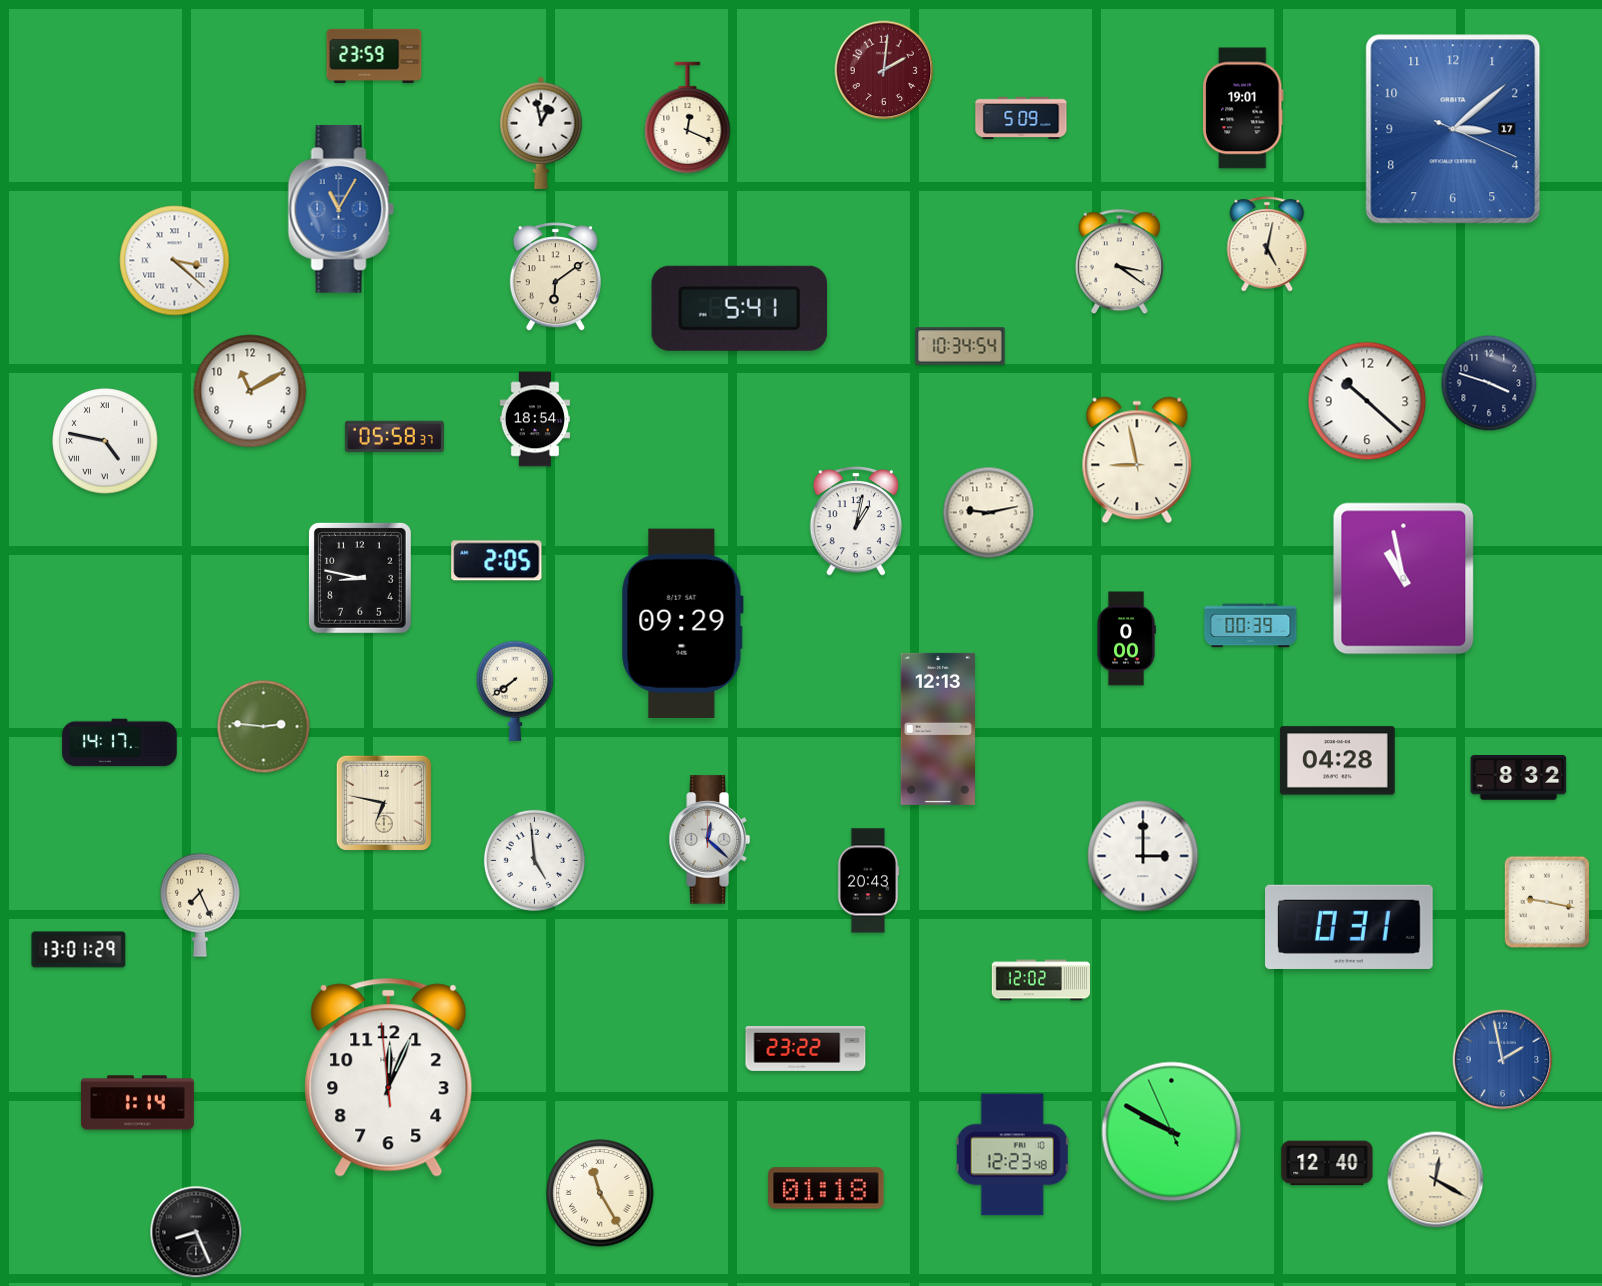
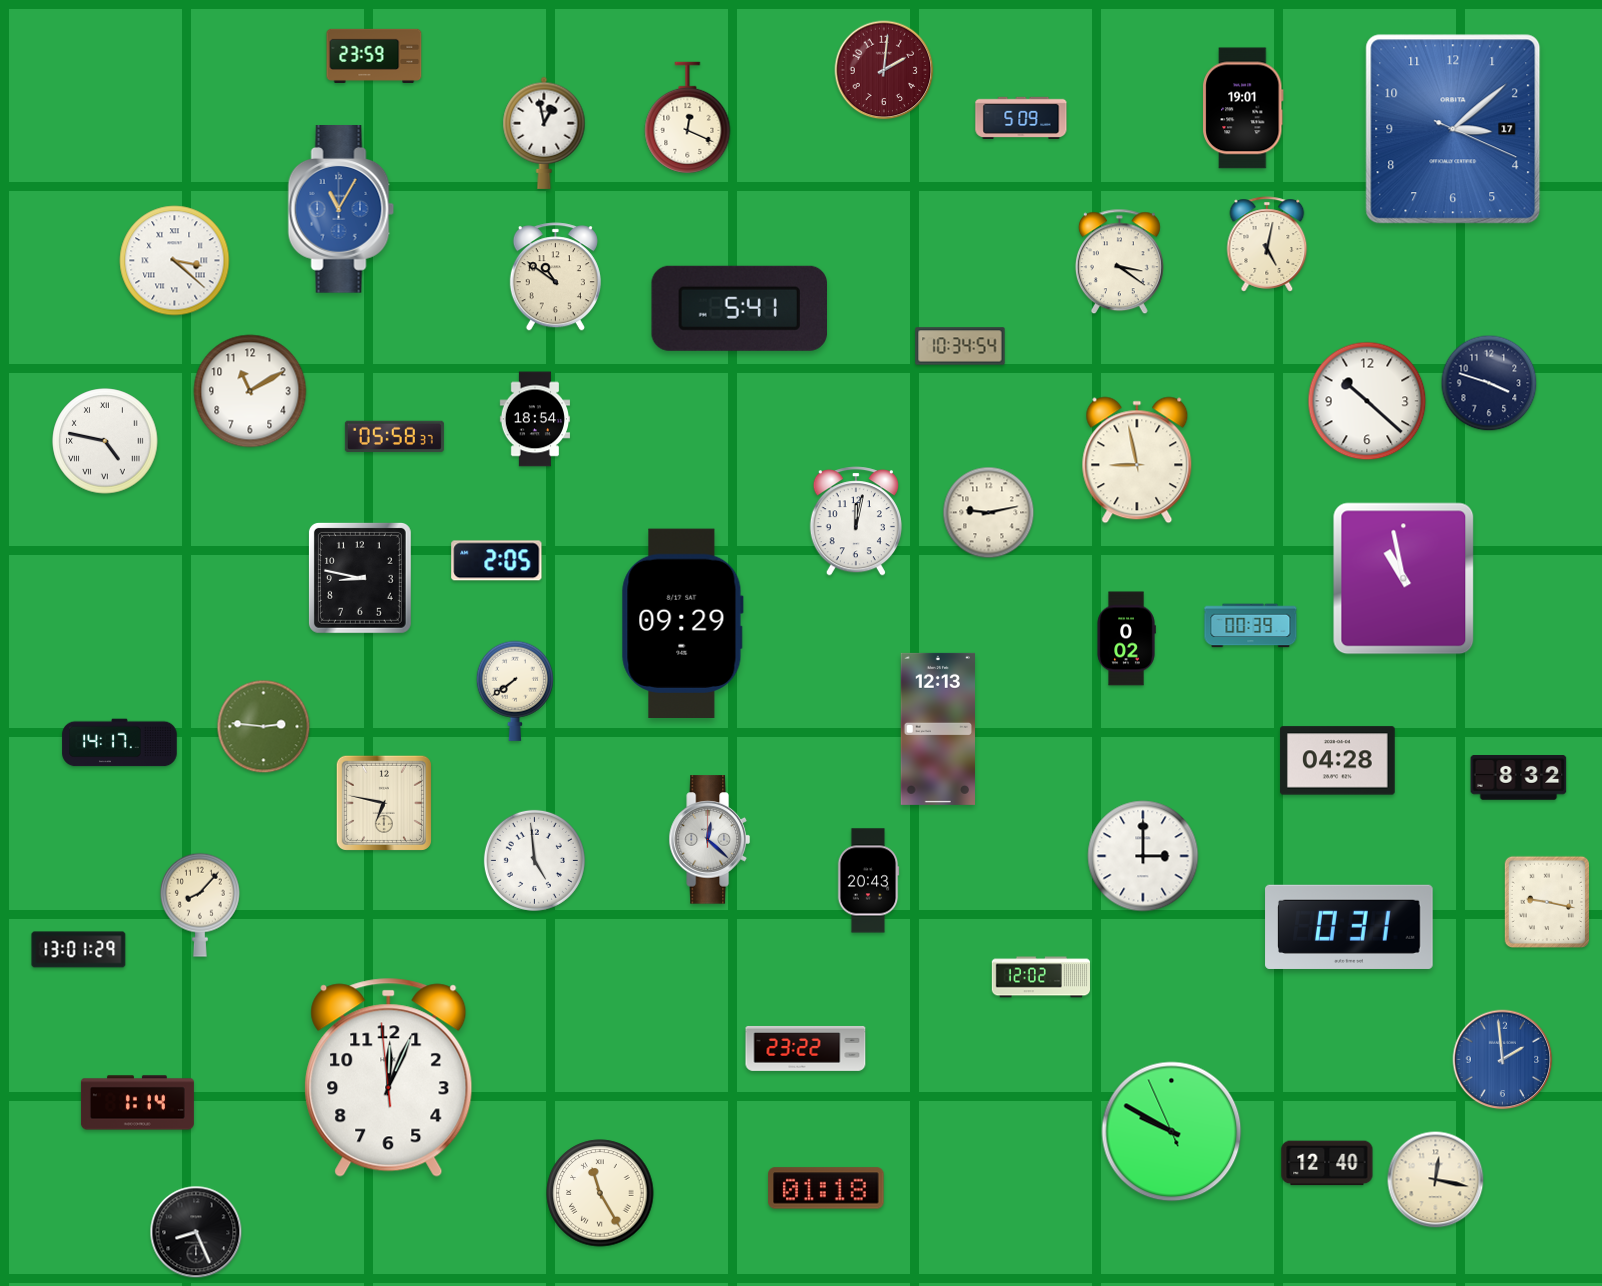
clock at (541, 133) position: (541, 133) -> (544, 133)
clock at (555, 277): 6:09 -> 10:51
clock at (856, 521): 1:02 -> 12:02
clock at (1126, 639): 0:00 -> 0:02
clock at (200, 905): 7:26 -> 8:07
clock at (1040, 980) position: (1040, 980) -> (1040, 977)
clock at (1503, 1060): 1:58 -> 1:59
clock at (1013, 1155): 12:23 -> none
clock at (1436, 1180): 12:20 -> 12:17
